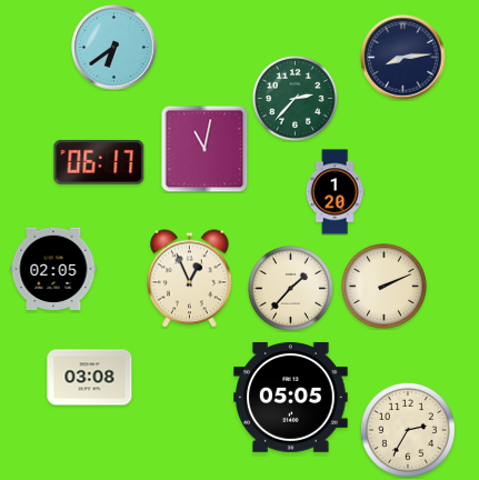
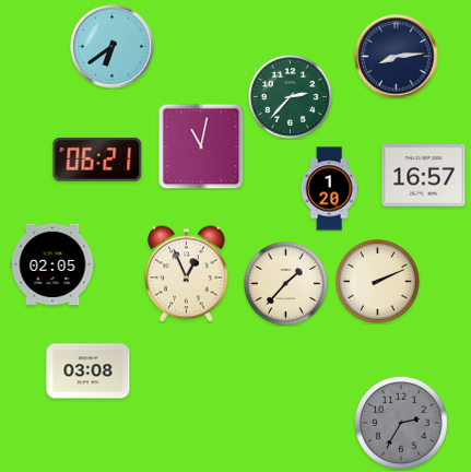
clock at (99, 162): 06:17 -> 06:21
clock at (424, 176): none -> 16:57
clock at (291, 397): 05:05 -> none
clock at (408, 430) dial: cream -> grey
